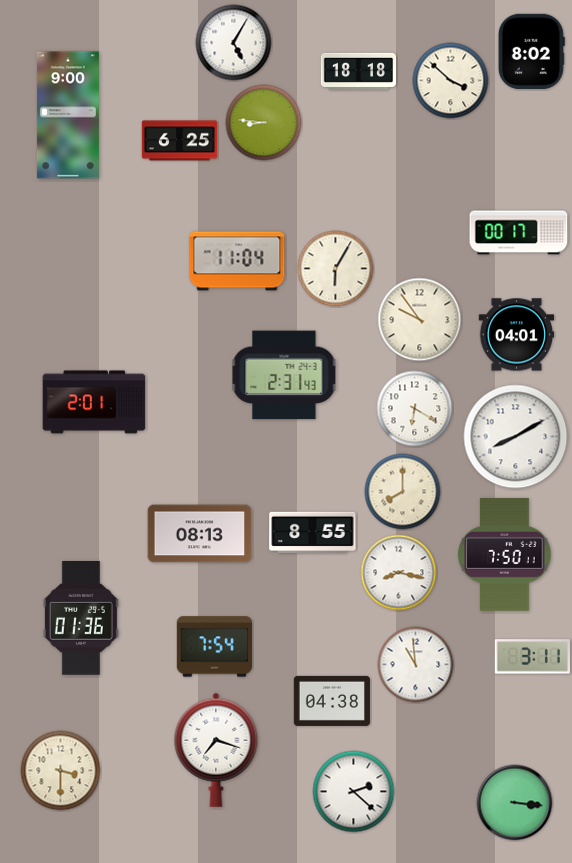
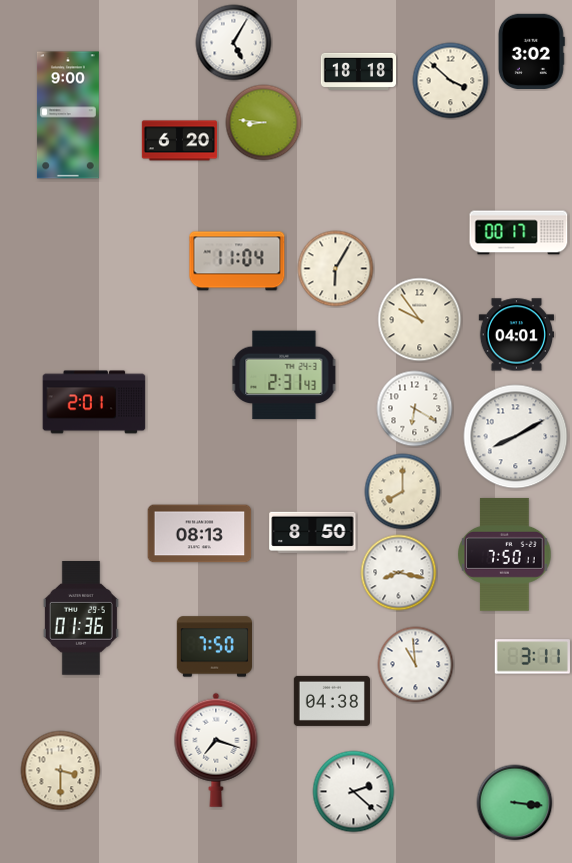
clock at (531, 51): 8:02 -> 3:02
clock at (180, 141): 6:25 -> 6:20
clock at (313, 533): 8:55 -> 8:50
clock at (214, 647): 7:54 -> 7:50
